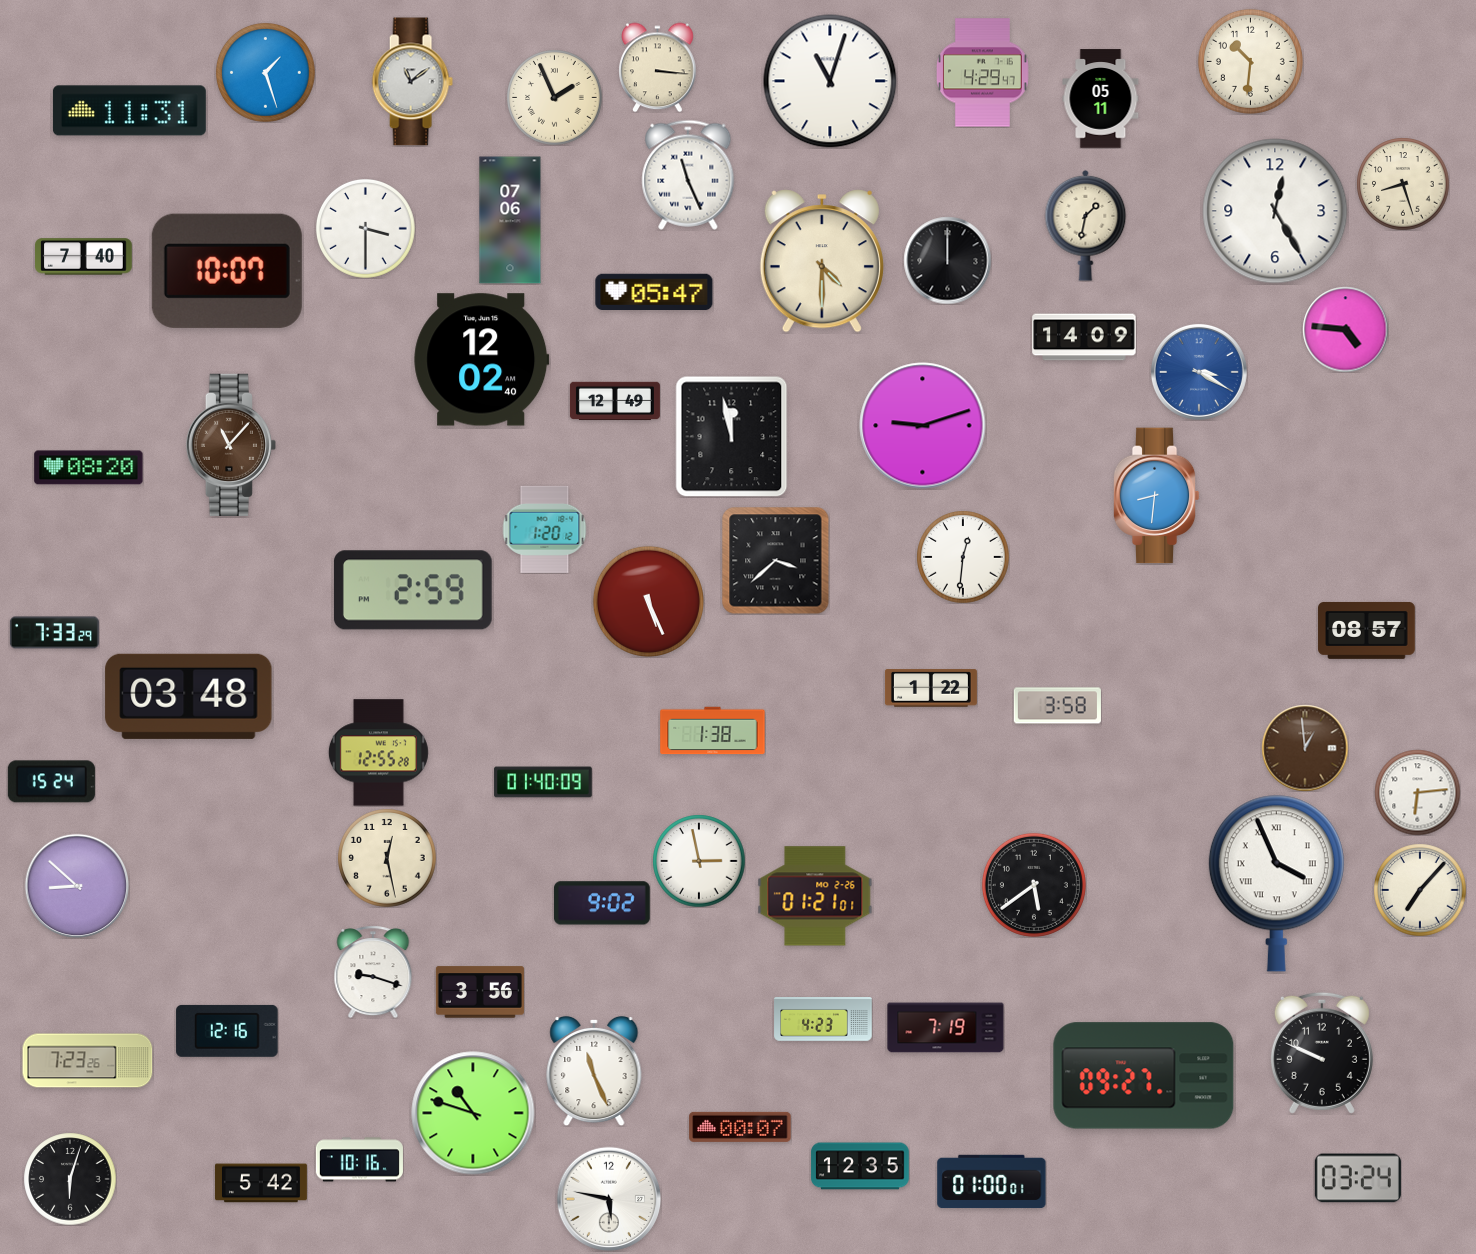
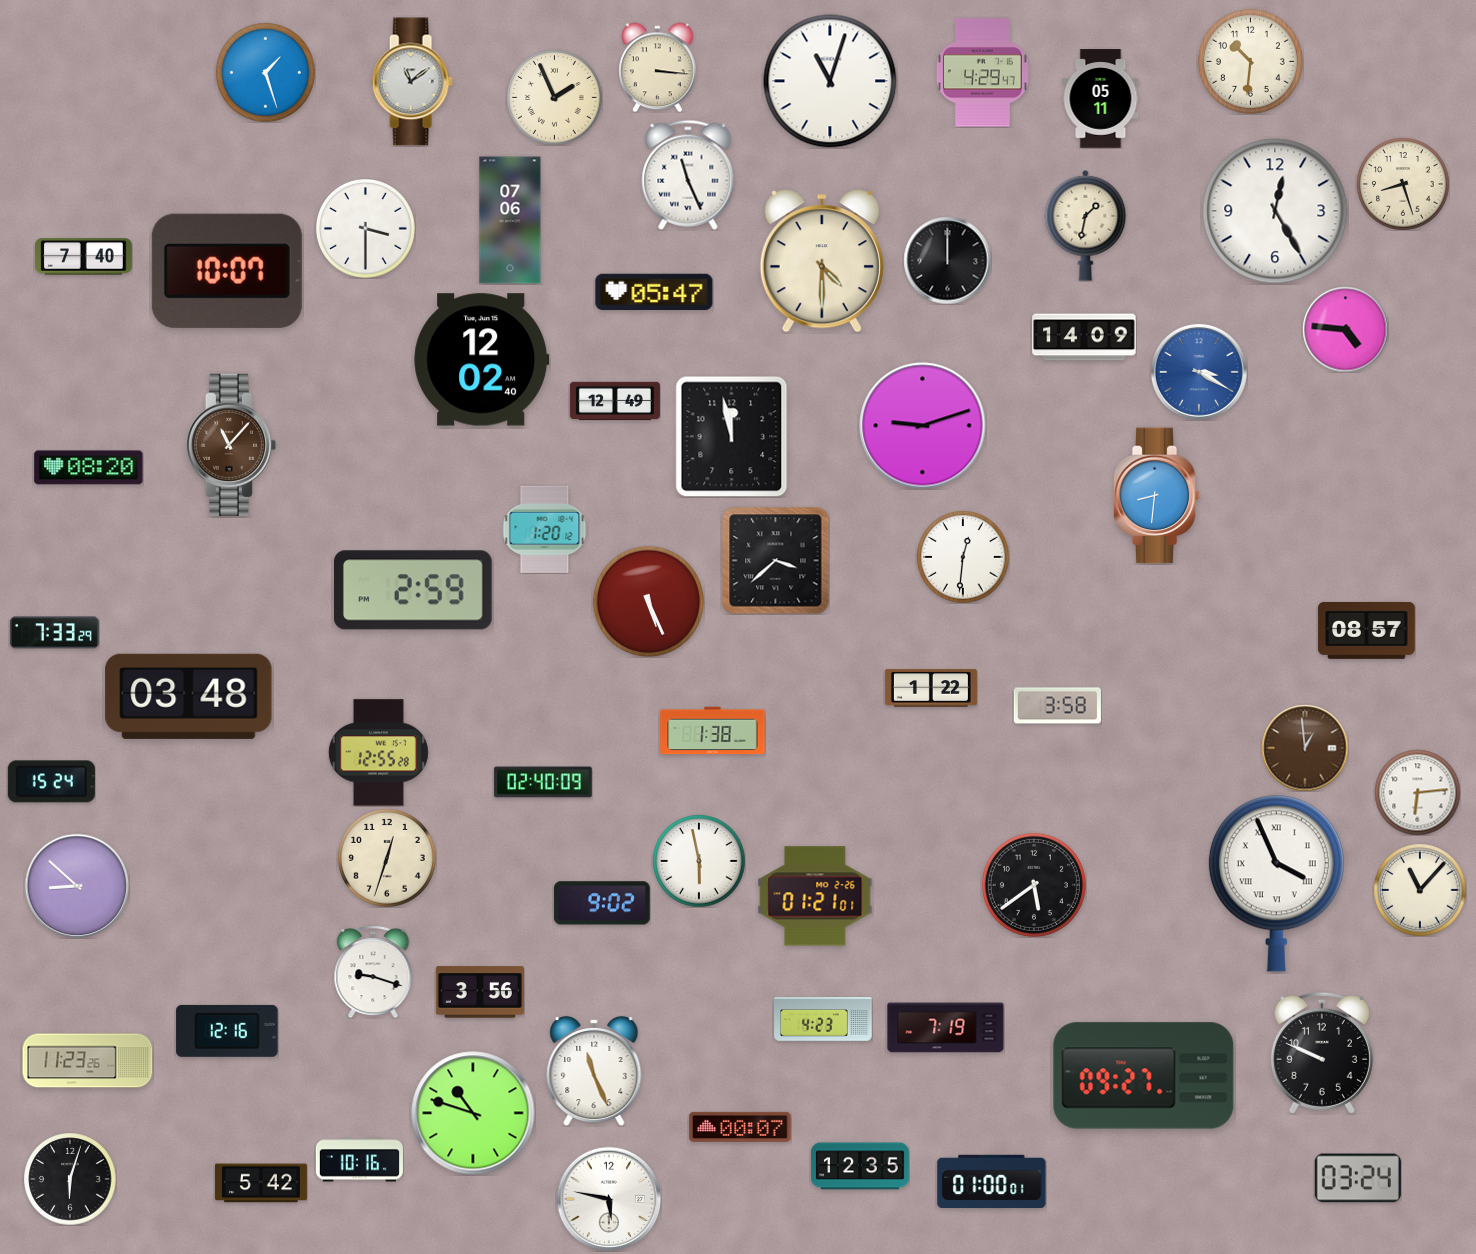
clock at (129, 111): 11:31 -> none
clock at (543, 782): 01:40 -> 02:40
clock at (388, 859): 12:28 -> 12:33
clock at (699, 861): 2:58 -> 5:58
clock at (1420, 890): 7:07 -> 11:07
clock at (88, 1061): 7:23 -> 11:23
